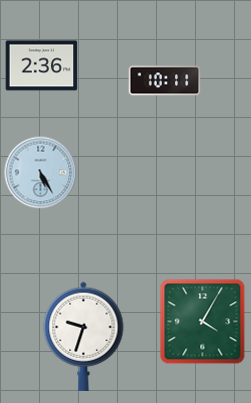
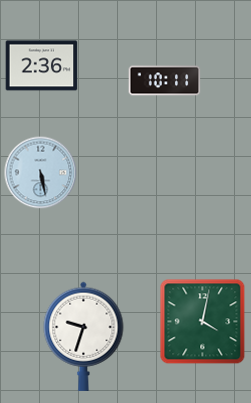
clock at (41, 173): 5:25 -> 5:28
clock at (203, 322): 4:05 -> 4:02
